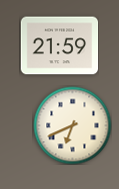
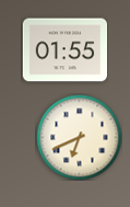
clock at (59, 46): 21:59 -> 01:55
